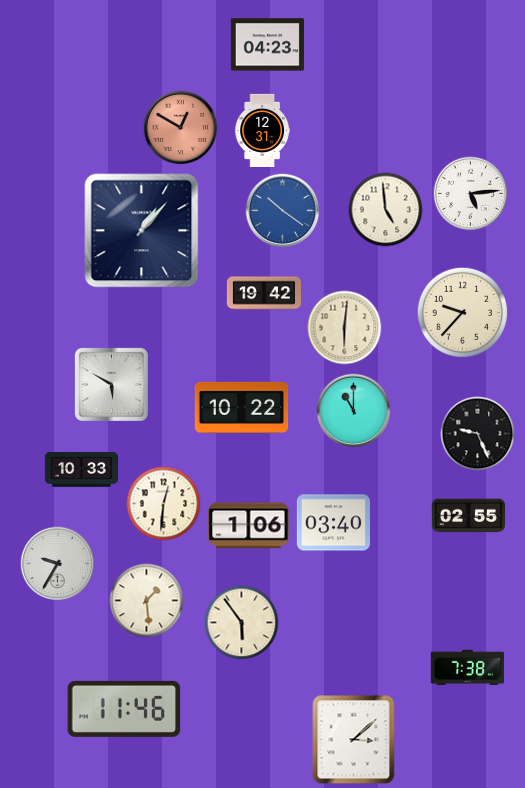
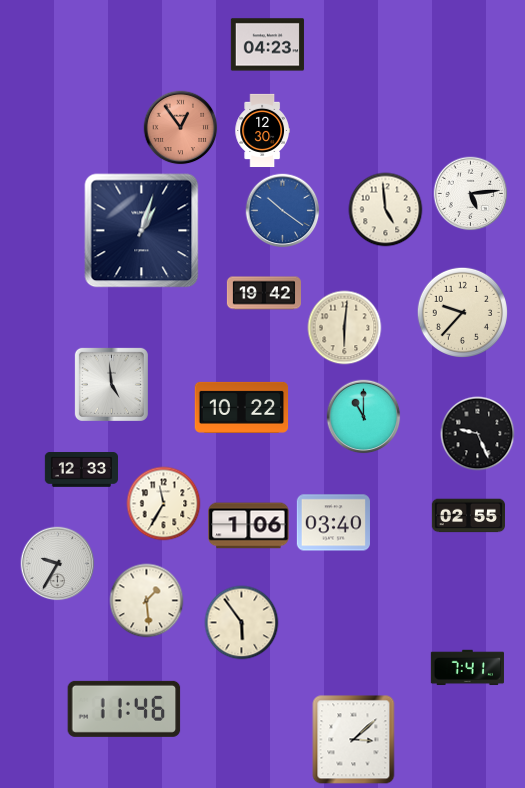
clock at (181, 128): 12:50 -> 12:54
clock at (262, 130): 12:31 -> 12:30
clock at (142, 231): 1:07 -> 1:03
clock at (111, 384): 5:50 -> 4:59
clock at (354, 411) position: (354, 411) -> (364, 417)
clock at (81, 470): 10:33 -> 12:33
clock at (164, 504): 12:31 -> 11:35
clock at (467, 668): 7:38 -> 7:41
